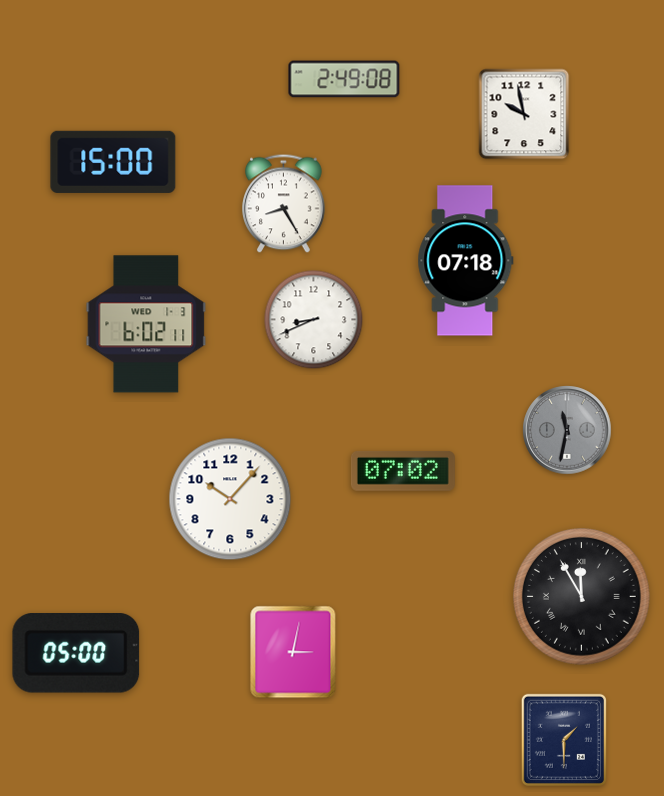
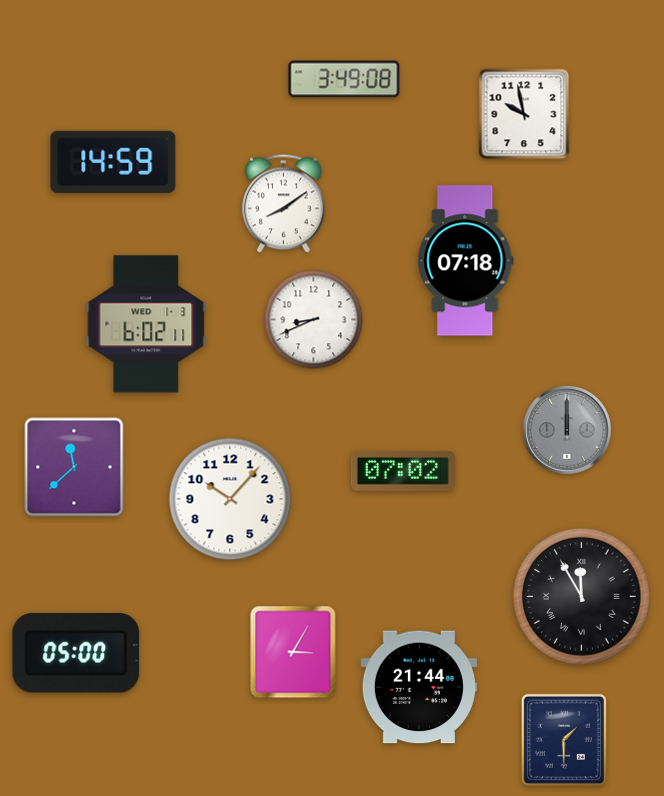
clock at (344, 79): 2:49 -> 3:49
clock at (113, 162): 15:00 -> 14:59
clock at (284, 204): 8:25 -> 8:09
clock at (567, 430): 11:32 -> 12:00
clock at (74, 467): none -> 11:38
clock at (293, 652): 3:02 -> 3:05
clock at (419, 687): none -> 21:44
